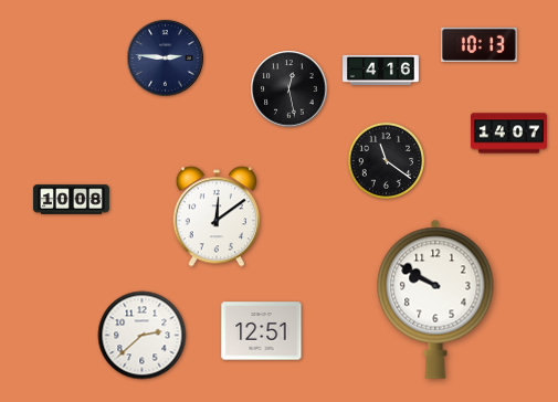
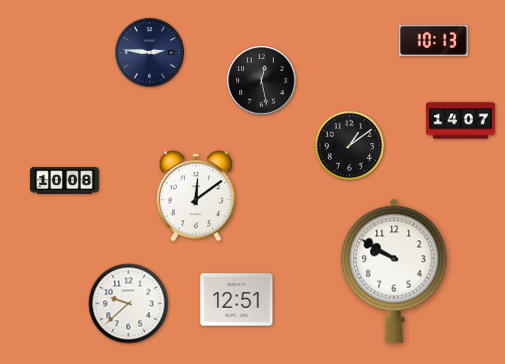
clock at (381, 70): 4:16 -> none
clock at (386, 160): 11:21 -> 1:09
clock at (143, 336): 2:38 -> 9:38
